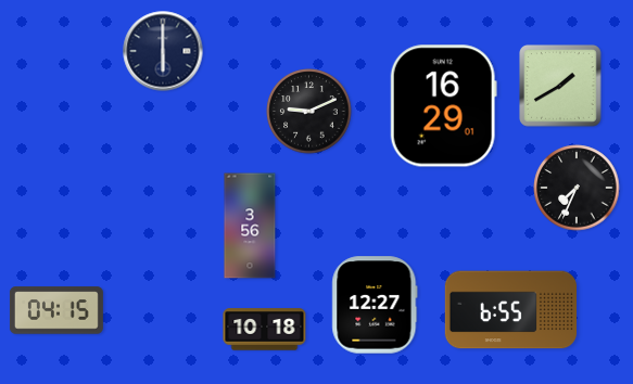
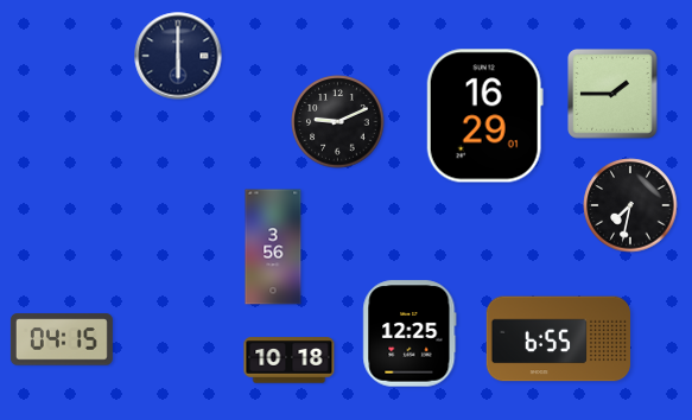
clock at (560, 86): 1:40 -> 1:45
clock at (577, 188): 7:34 -> 7:32
clock at (375, 305): 12:27 -> 12:25
